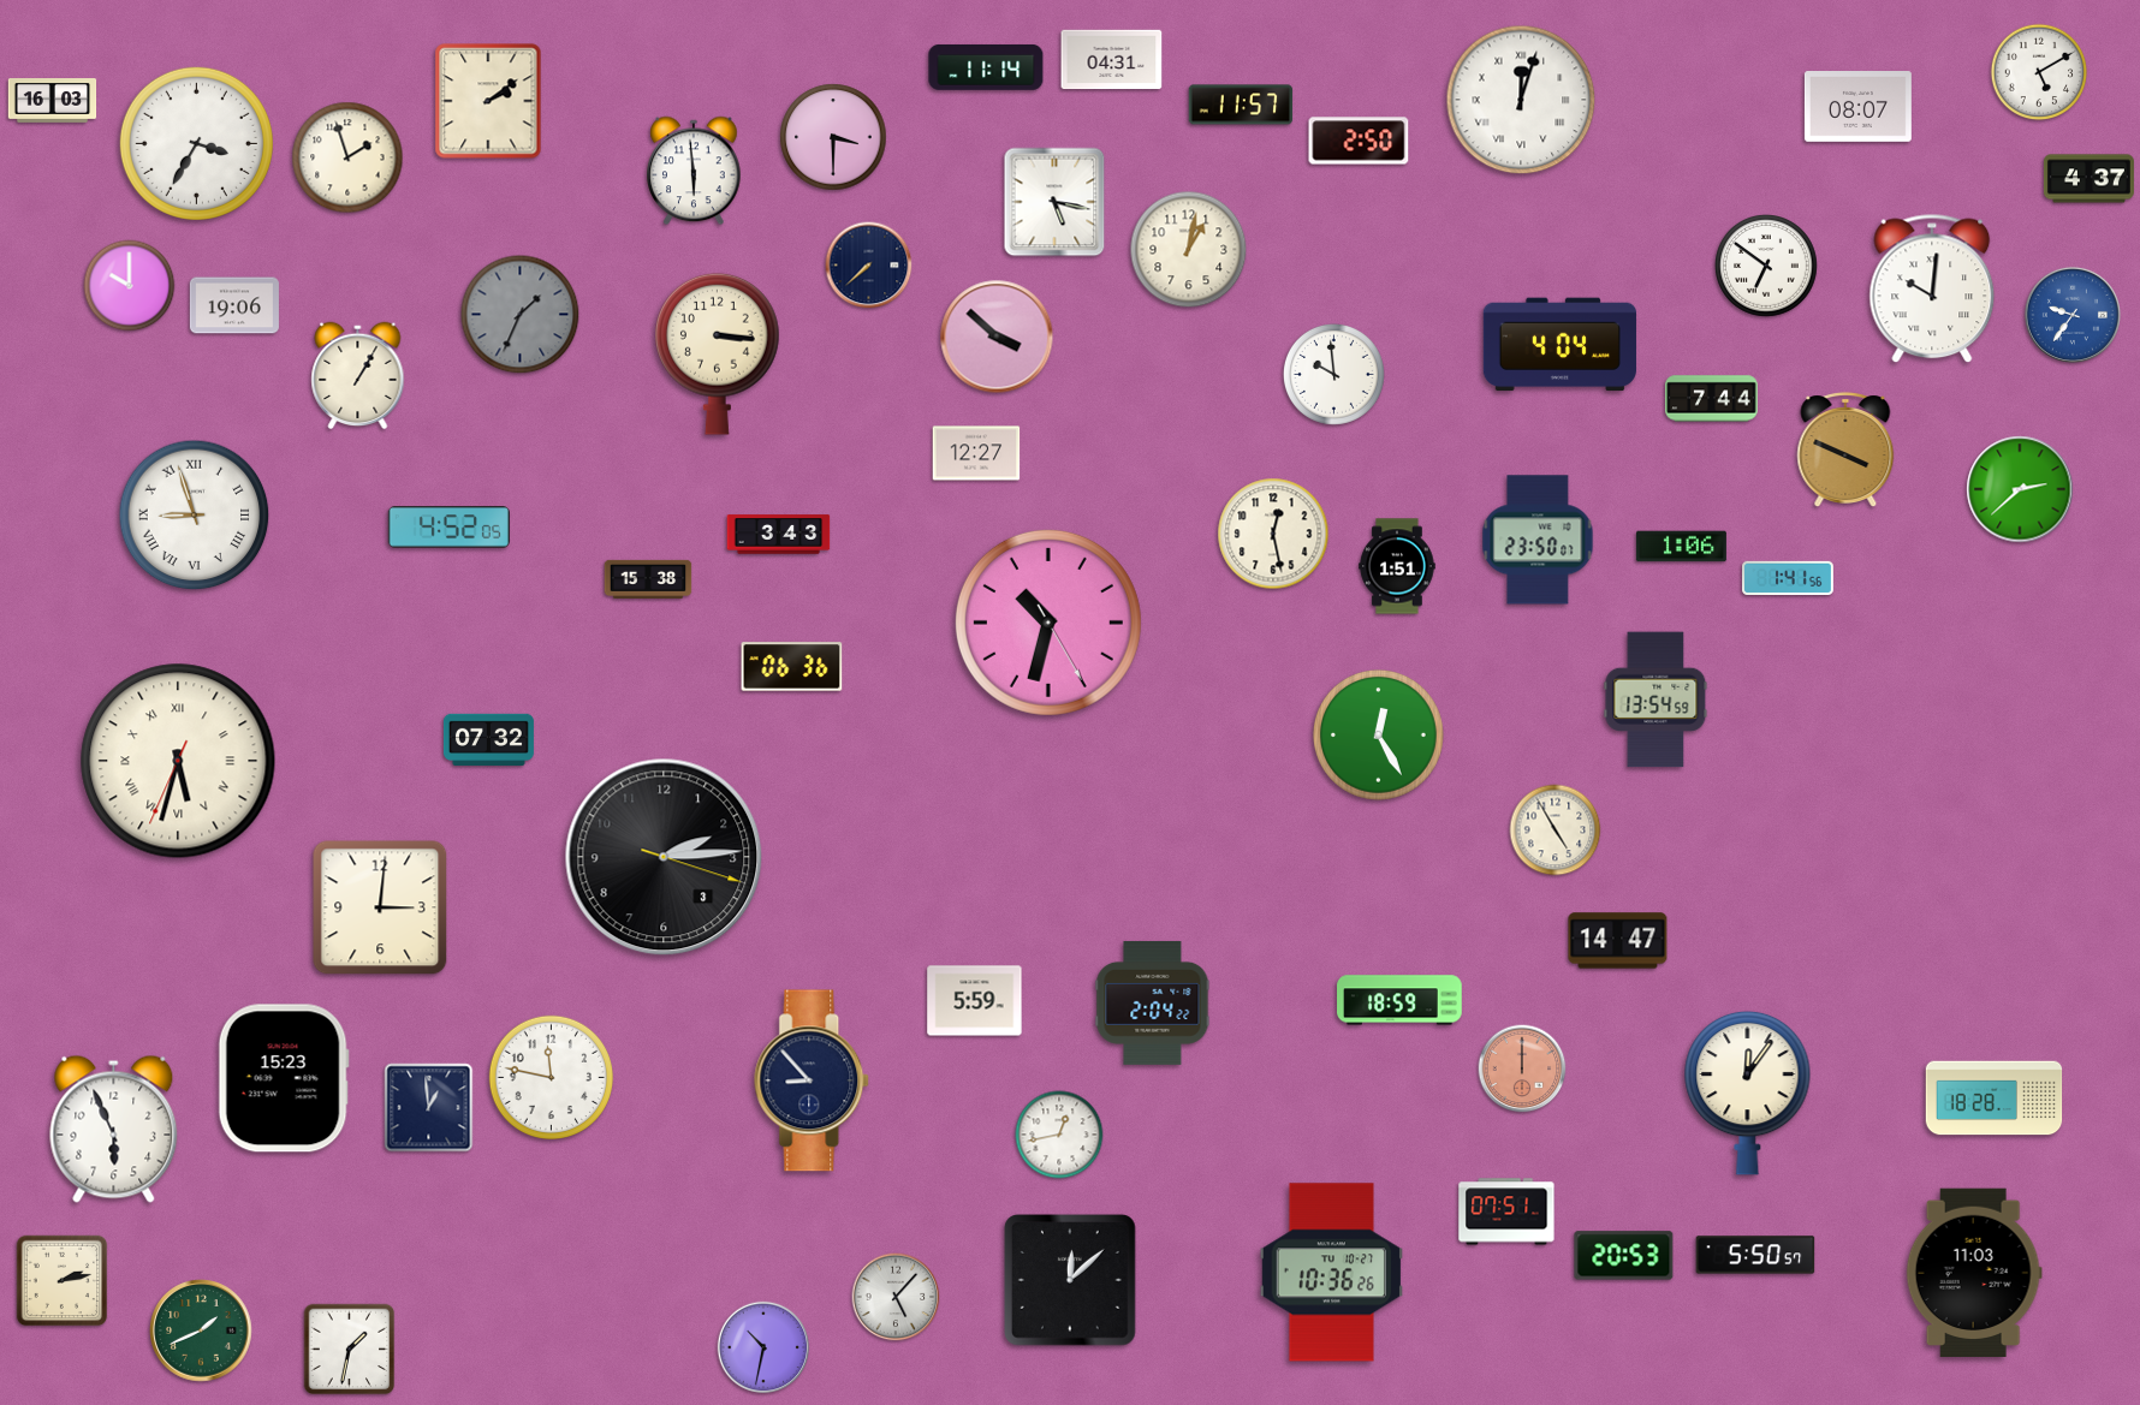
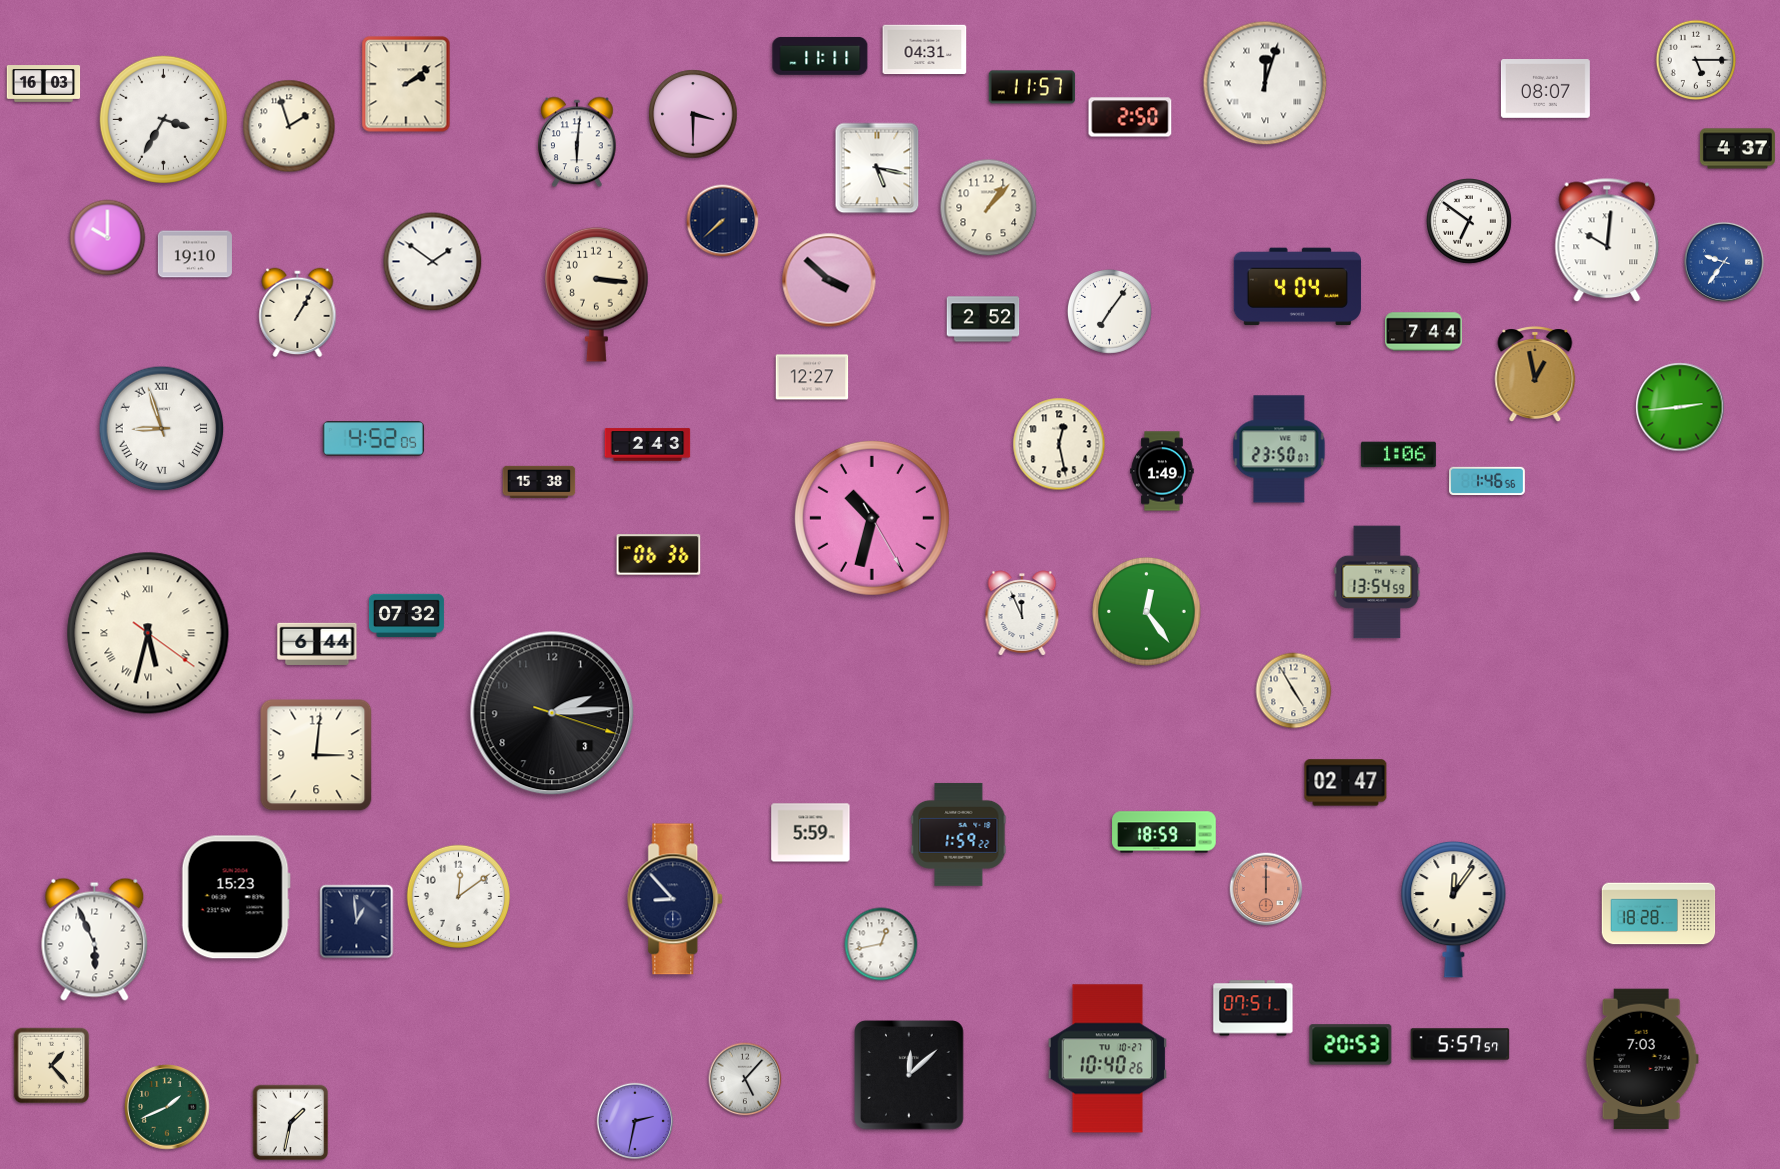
clock at (986, 67): 11:14 -> 11:11
clock at (2039, 72): 5:10 -> 5:15
clock at (347, 157) position: (347, 157) -> (289, 126)
clock at (694, 171): 5:59 -> 6:01
clock at (1189, 250): 1:02 -> 1:07
clock at (234, 305): 19:06 -> 19:10
clock at (521, 315): 1:34 -> 1:51
clock at (521, 315) dial: grey -> white
clock at (1333, 374): 9:59 -> 7:06
clock at (983, 319): none -> 2:52
clock at (1845, 450): 3:49 -> 12:58
clock at (2020, 489): 2:38 -> 2:44
clock at (779, 535): 3:43 -> 2:43
clock at (1397, 566): 1:51 -> 1:49
clock at (1789, 577): 1:41 -> 1:46
clock at (1379, 736): 12:25 -> 12:24
clock at (1022, 613): none -> 11:56
clock at (178, 761): 5:32:34 -> 5:32:21
clock at (317, 644): none -> 6:44
clock at (1618, 941): 14:47 -> 02:47
clock at (1153, 1002): 2:04 -> 1:59
clock at (551, 1077): 11:47 -> 12:09
clock at (1755, 1255): 5:50 -> 5:57
clock at (1974, 1272): 11:03 -> 7:03
clock at (1331, 1273): 10:36 -> 10:40
clock at (1070, 1280) position: (1070, 1280) -> (909, 1075)
clock at (63, 1281): 2:13 -> 1:23
clock at (763, 1347): 10:32 -> 2:32
